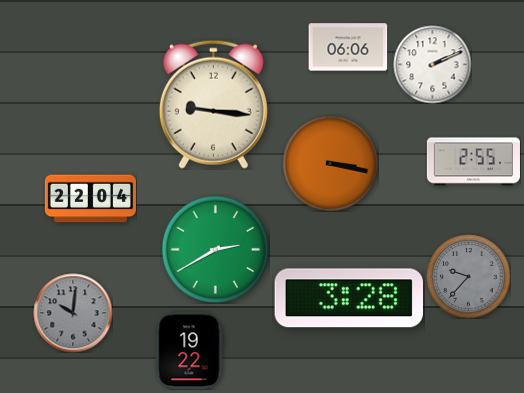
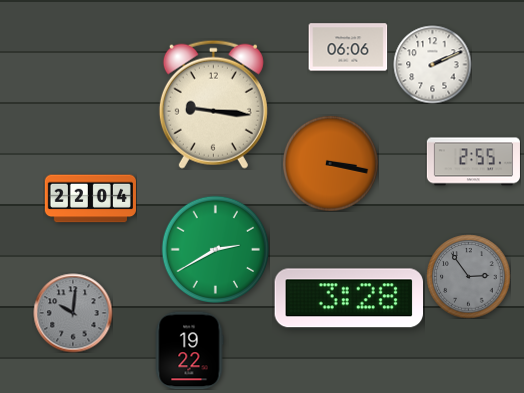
clock at (468, 276): 9:37 -> 2:54
